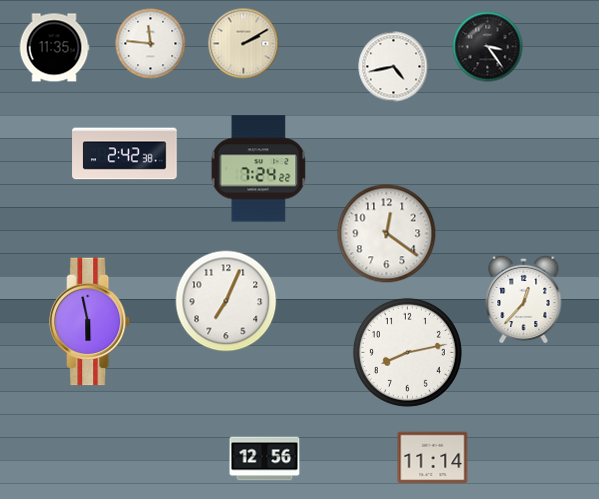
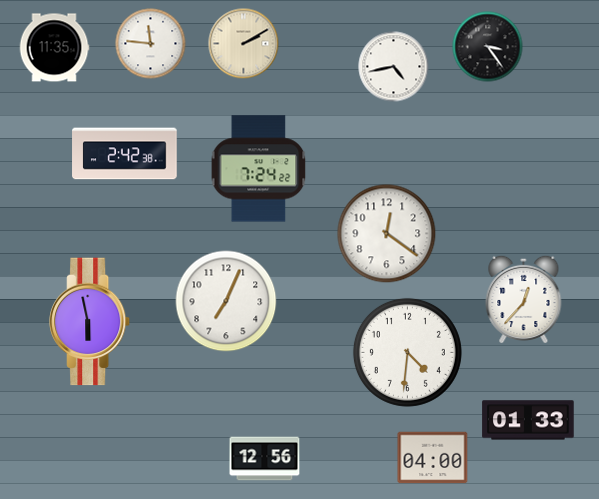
clock at (407, 352): 8:13 -> 4:31
clock at (528, 420): none -> 01:33
clock at (433, 458): 11:14 -> 04:00
